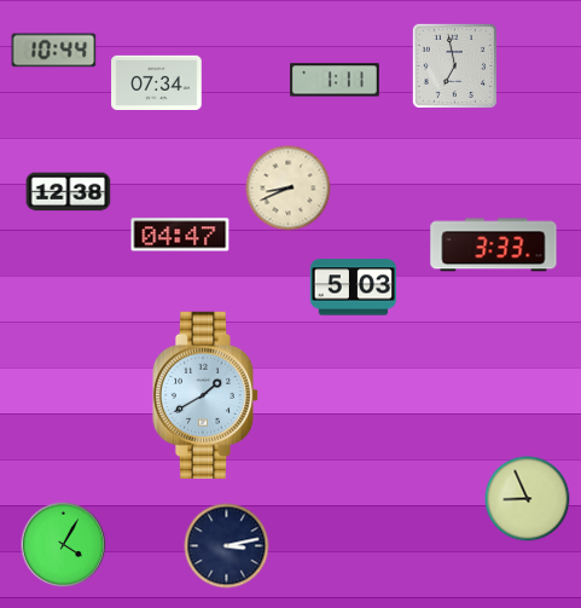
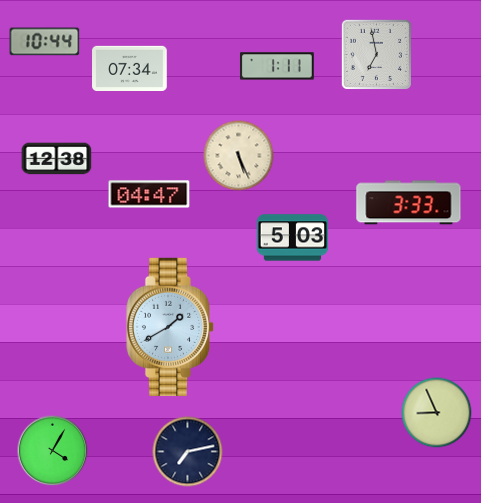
clock at (289, 189): 8:41 -> 5:26
clock at (227, 546): 3:13 -> 7:13
